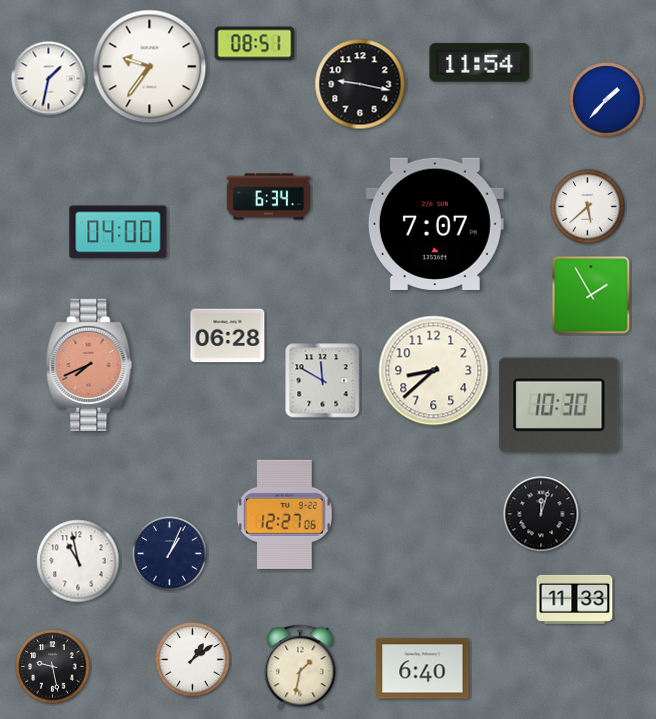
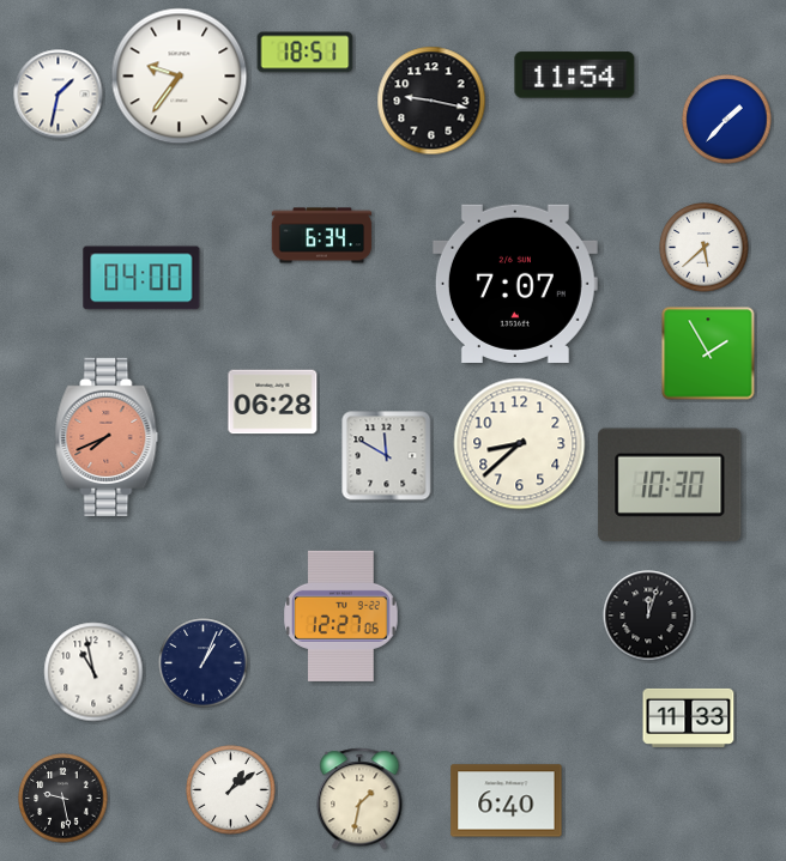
clock at (255, 44): 08:51 -> 18:51
clock at (150, 67) position: (150, 67) -> (180, 77)
clock at (435, 224) position: (435, 224) -> (515, 284)
